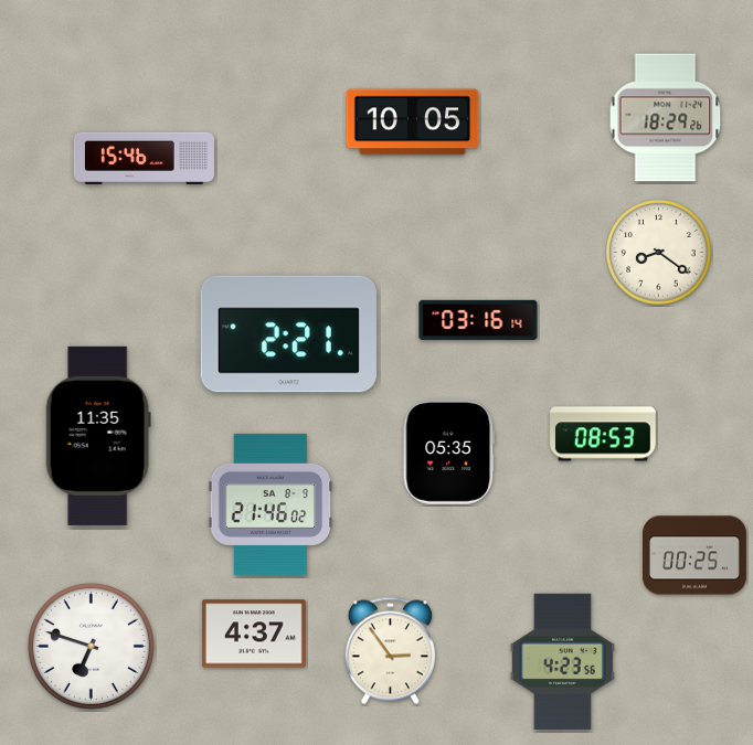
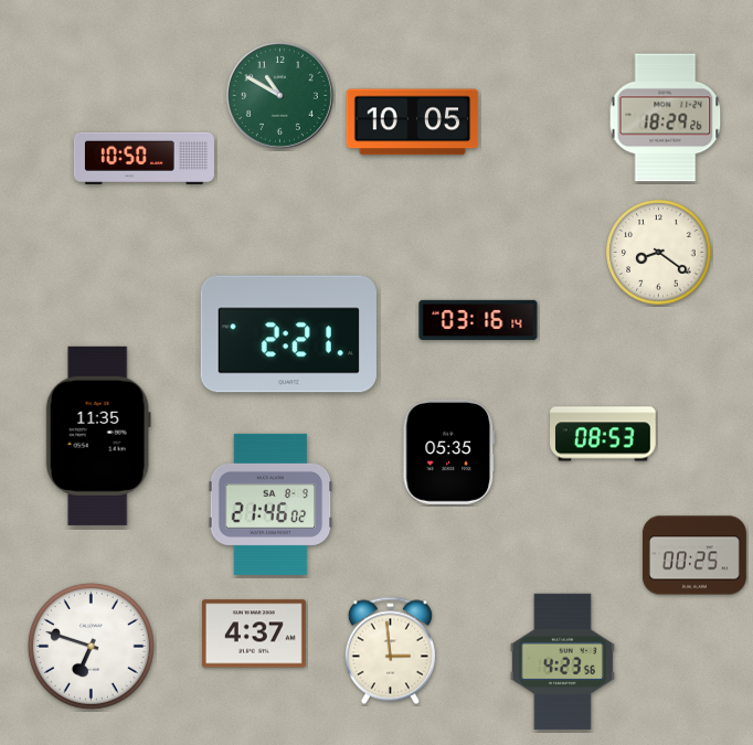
clock at (279, 95): none -> 10:50
clock at (144, 158): 15:46 -> 10:50
clock at (390, 651): 2:54 -> 2:59
